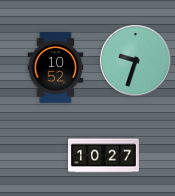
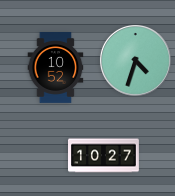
clock at (135, 60): 9:33 -> 4:33
